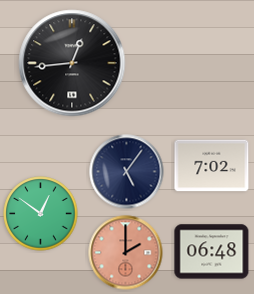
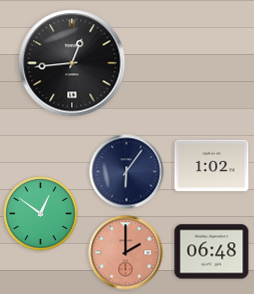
clock at (212, 166): 7:02 -> 1:02
clock at (127, 172): 5:06 -> 6:06
